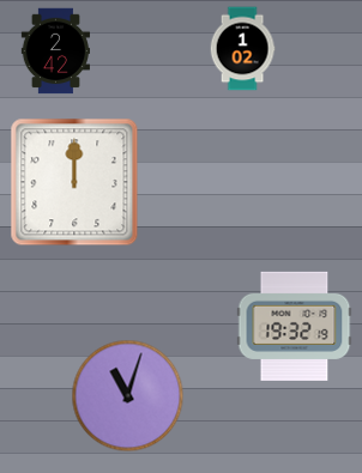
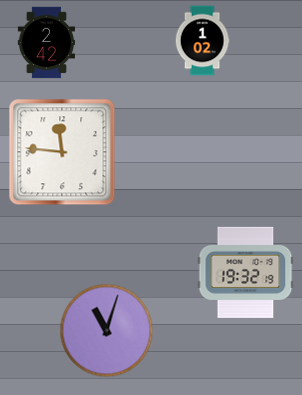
clock at (74, 182): 12:00 -> 11:46
